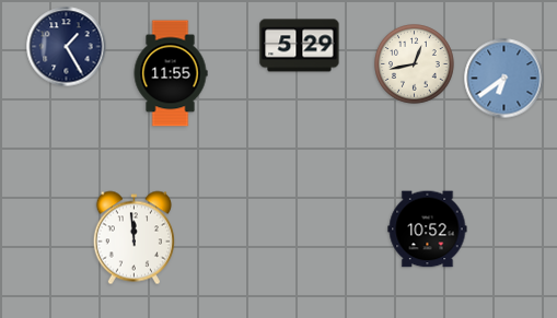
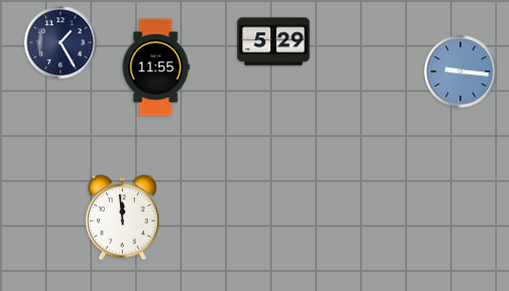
clock at (415, 64): 12:43 -> none
clock at (504, 79): 6:39 -> 9:16
clock at (428, 229): 10:52 -> none
